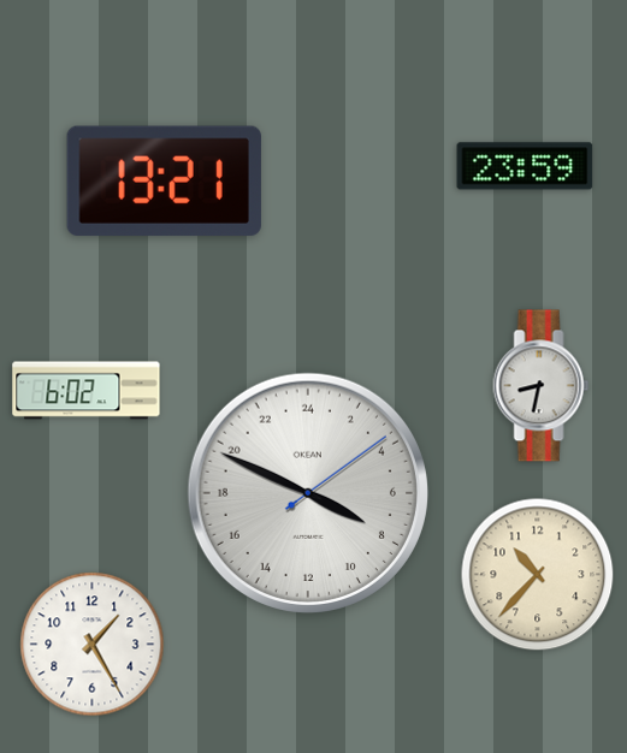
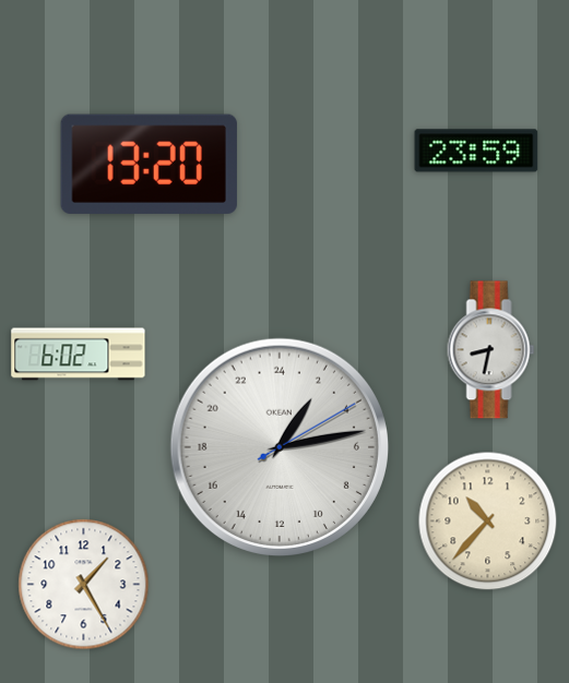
clock at (164, 180): 13:21 -> 13:20
clock at (308, 493): 7:49 -> 2:13
